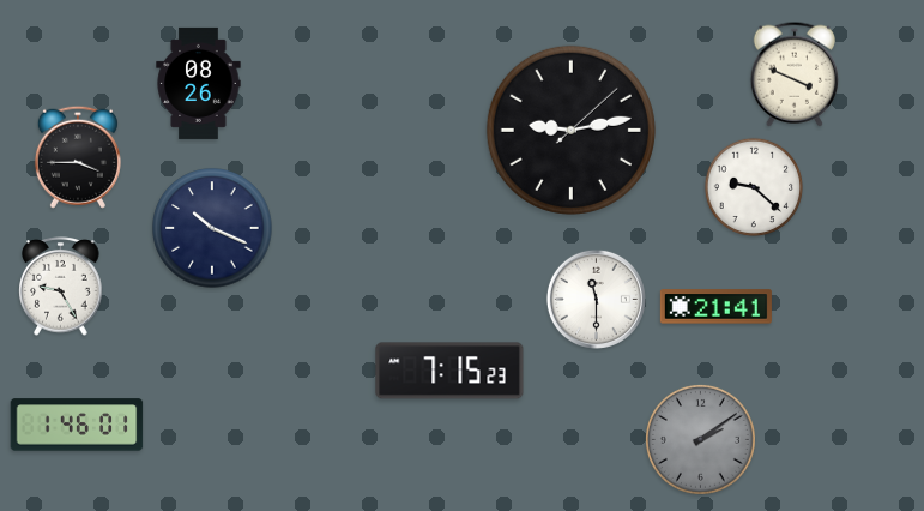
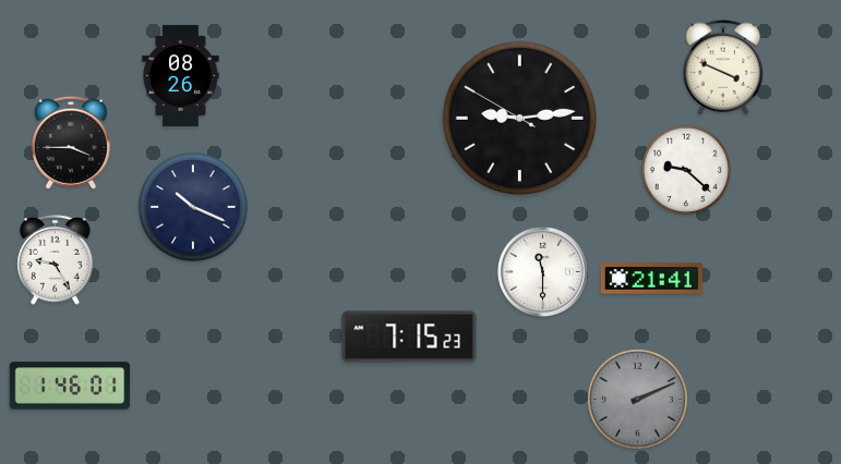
clock at (570, 130): 9:13:08 -> 9:13:50
clock at (700, 439): 2:09 -> 2:11
